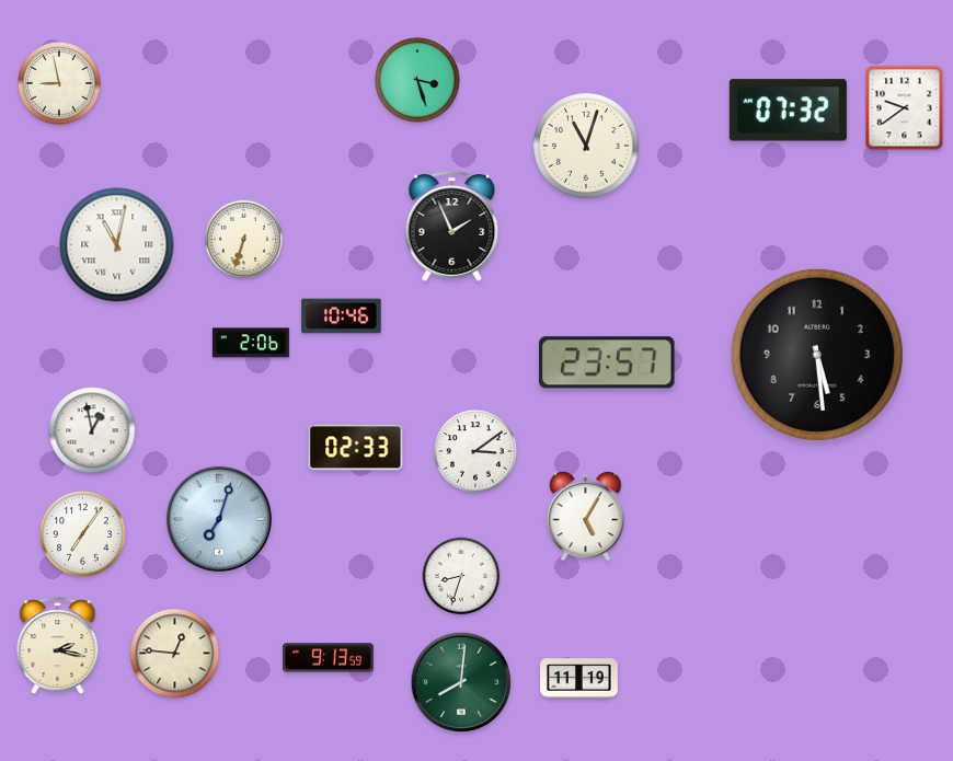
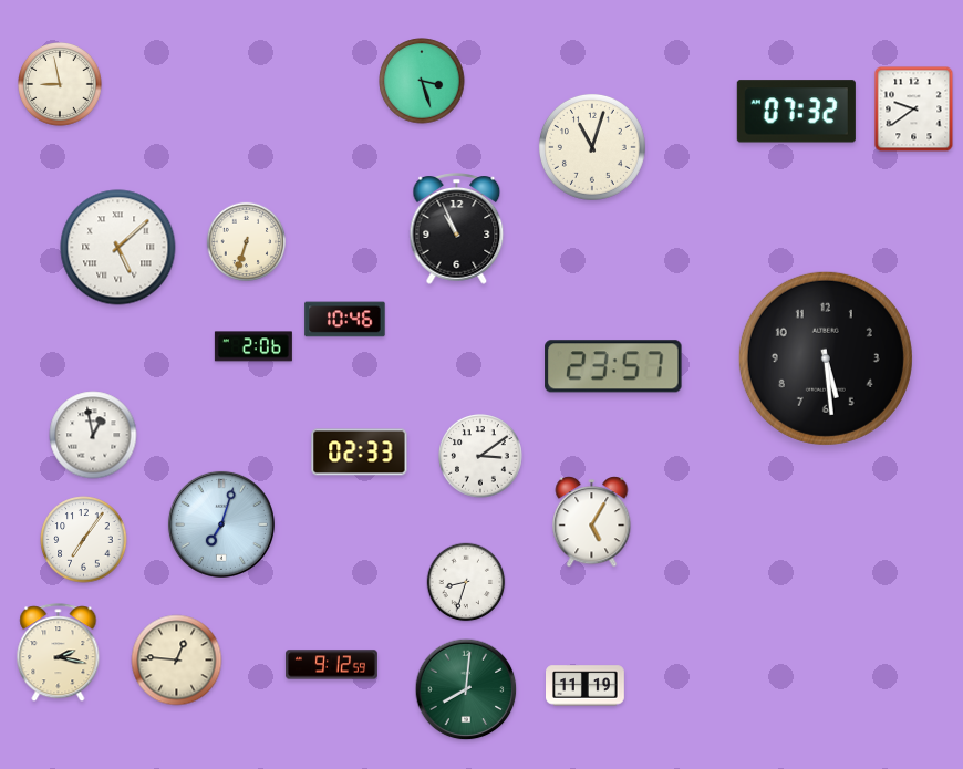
clock at (452, 227): 1:56 -> 10:56
clock at (117, 245): 11:02 -> 5:08
clock at (328, 658): 9:13 -> 9:12
